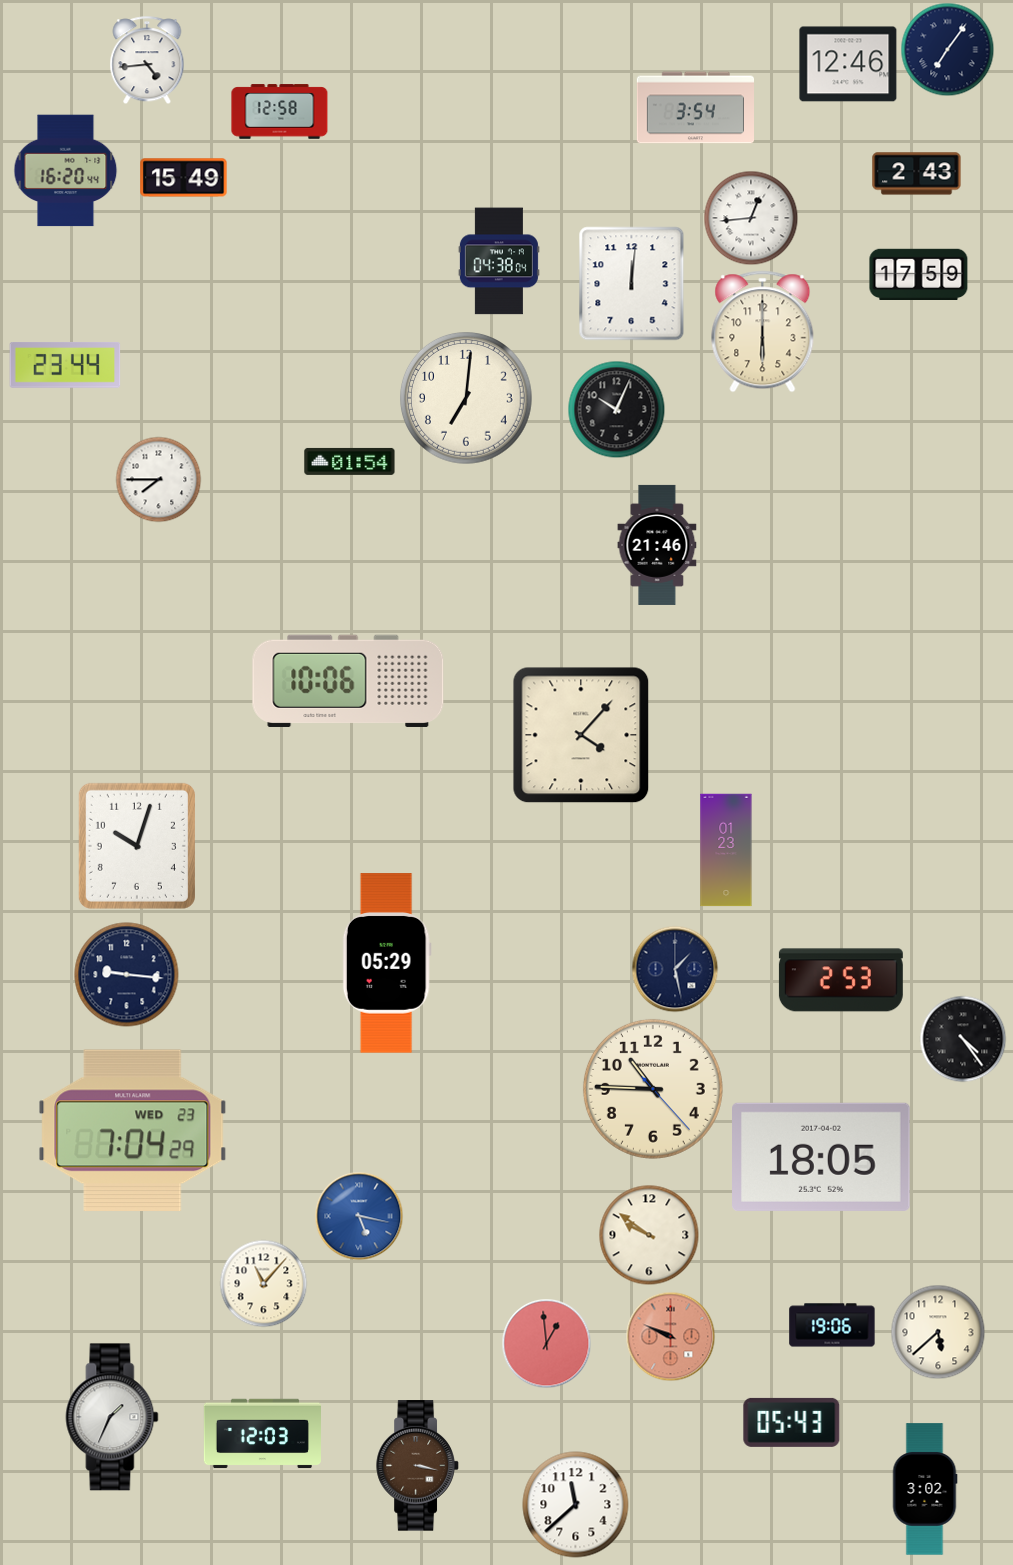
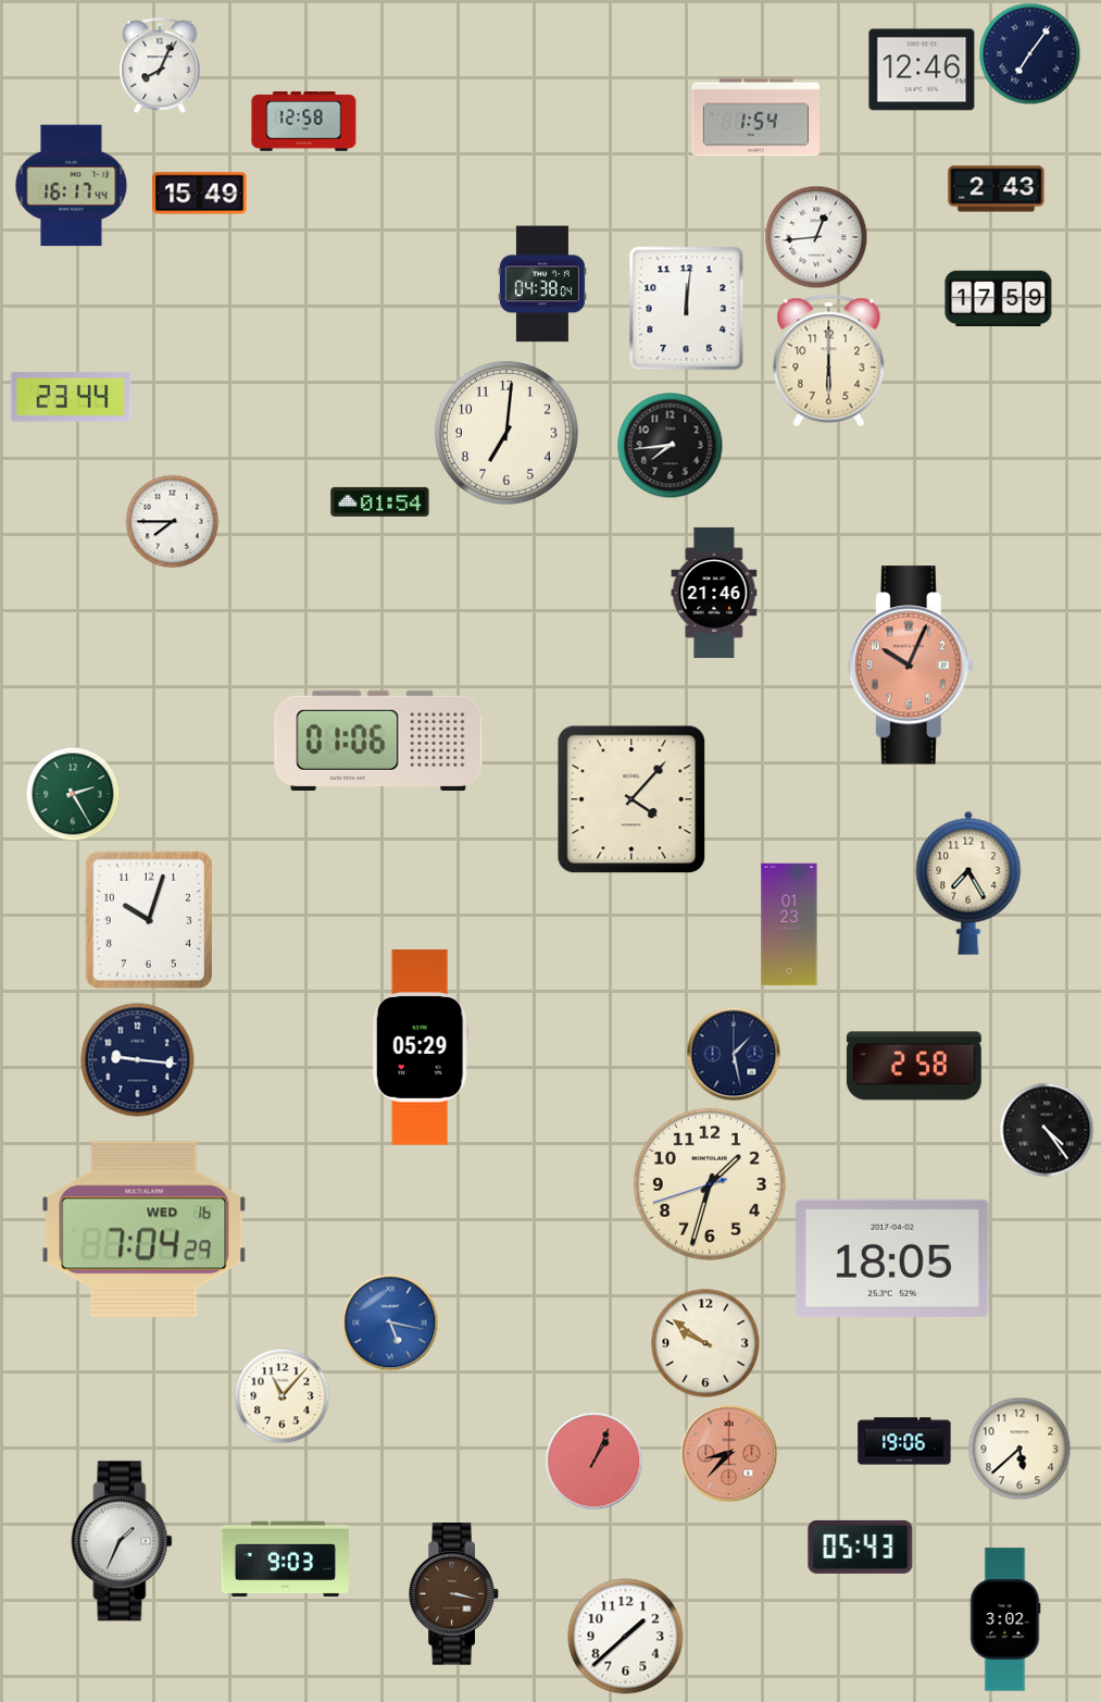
clock at (147, 60): 4:44 -> 8:04
clock at (695, 108): 3:54 -> 1:54
clock at (66, 171): 16:20 -> 16:17
clock at (616, 409): 10:04 -> 7:44
clock at (911, 666): none -> 10:04
clock at (348, 681): 10:06 -> 01:06
clock at (73, 794): none -> 2:25
clock at (968, 883): none -> 7:25
clock at (841, 980): 2:53 -> 2:58
clock at (653, 1089): 10:45 -> 1:32
clock at (133, 1131) date: WED 23 -> WED 16
clock at (263, 1283) position: (263, 1283) -> (281, 1395)
clock at (670, 1336): 9:49 -> 8:37
clock at (546, 1343): 12:59 -> 1:04
clock at (262, 1434): 12:03 -> 9:03
clock at (576, 1505): 11:38 -> 1:38
